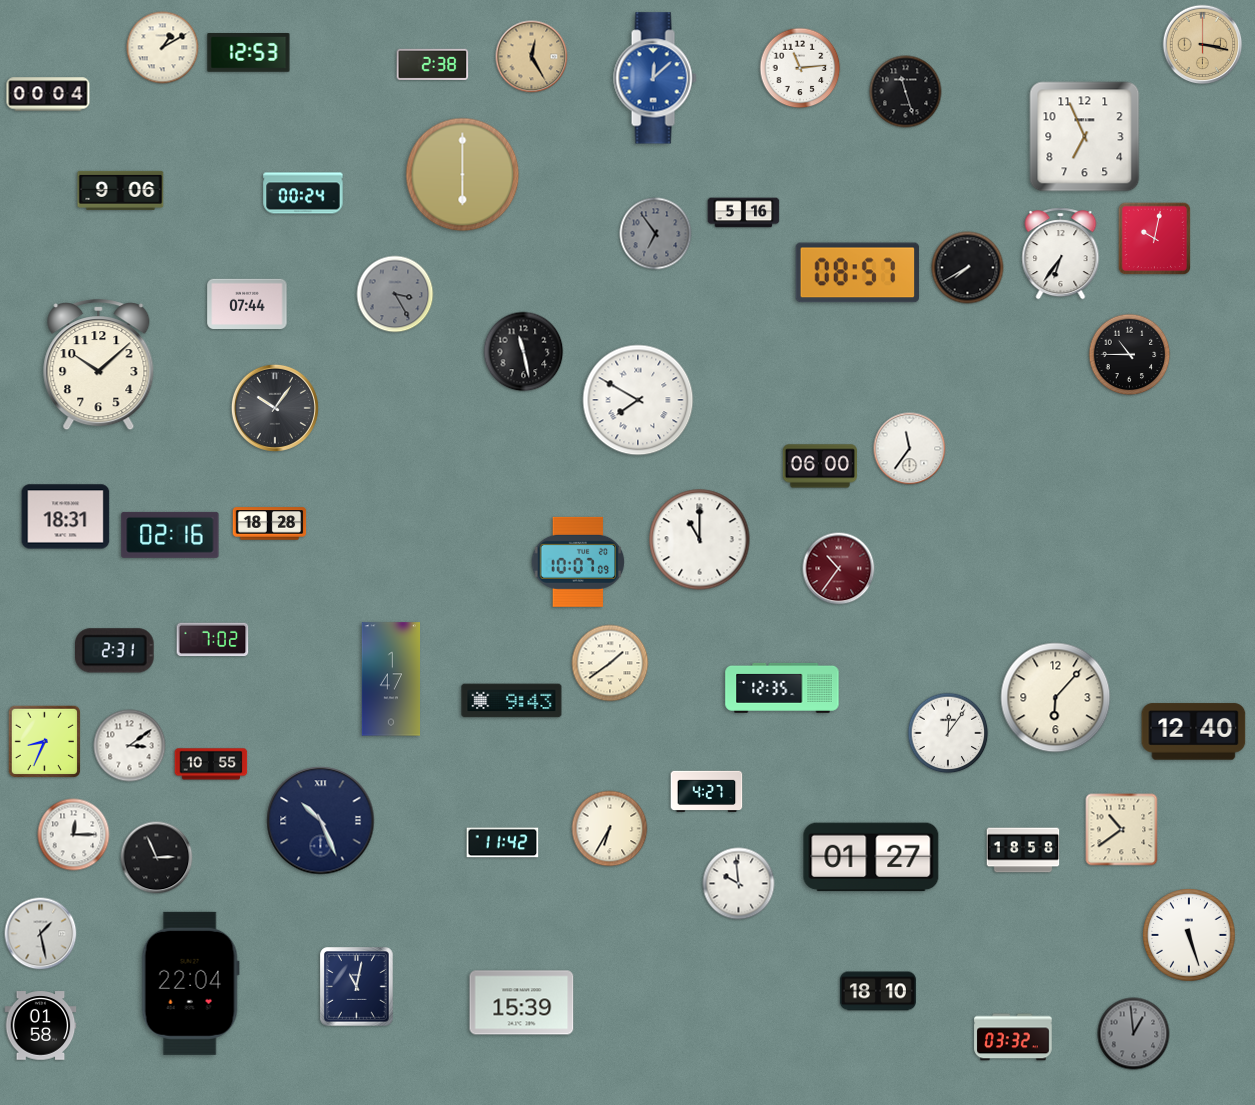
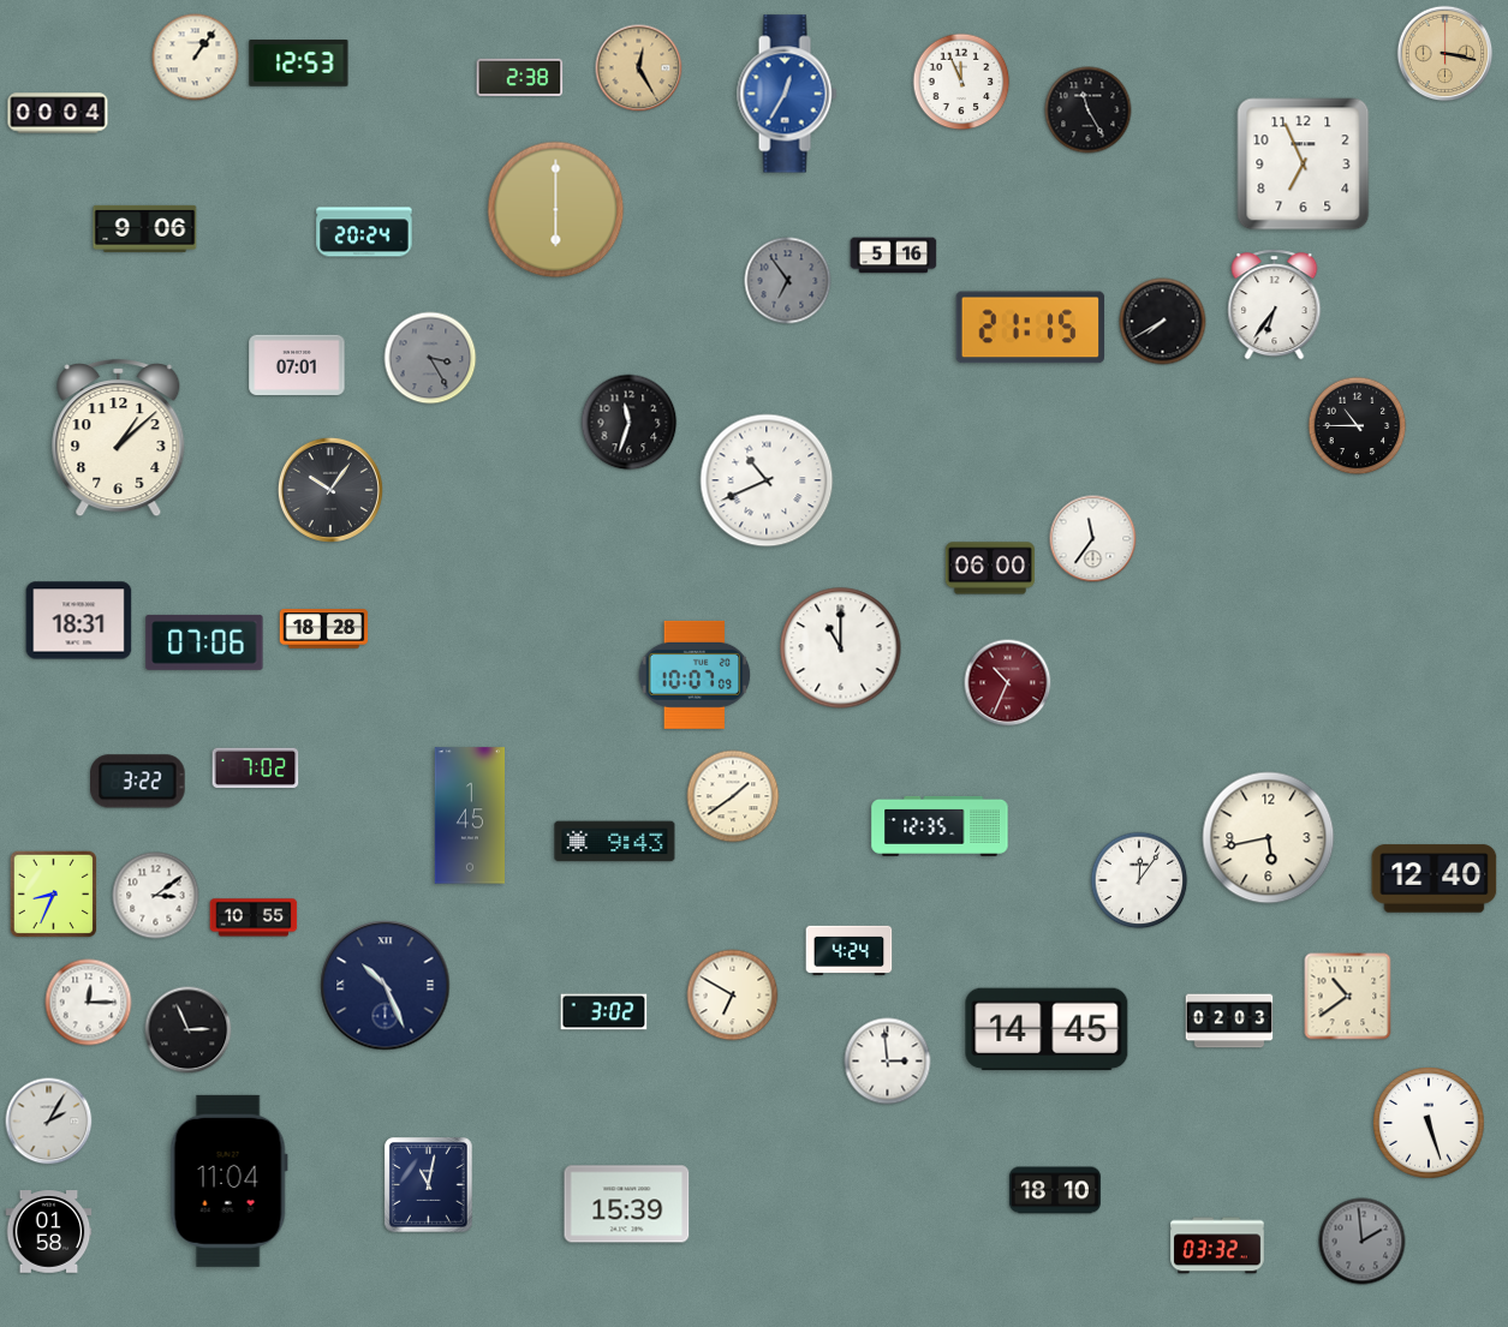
clock at (163, 48): 1:10 -> 1:06
clock at (800, 68): 11:14 -> 11:56
clock at (655, 78): 12:08 -> 12:35
clock at (906, 92): 11:27 -> 11:25
clock at (303, 193): 00:24 -> 20:24
clock at (1155, 239): 10:02 -> none
clock at (857, 273): 08:57 -> 21:15
clock at (395, 294) position: (395, 294) -> (430, 358)
clock at (247, 303): 07:44 -> 07:01
clock at (524, 352): 11:28 -> 11:33
clock at (99, 365): 10:08 -> 1:08
clock at (638, 400): 7:50 -> 10:41
clock at (819, 466) position: (819, 466) -> (989, 568)
clock at (170, 535): 02:16 -> 07:06
clock at (839, 569): 10:36 -> 10:34
clock at (115, 651): 2:31 -> 3:22
clock at (390, 679): 1:47 -> 1:45
clock at (1056, 698): 6:07 -> 5:43
clock at (45, 742) position: (45, 742) -> (54, 895)
clock at (707, 791): 4:27 -> 4:24
clock at (610, 829): 6:35 -> 6:50
clock at (503, 843): 11:42 -> 3:02
clock at (1023, 850): 18:58 -> 02:03
clock at (871, 857): 01:27 -> 14:45
clock at (739, 884): 9:59 -> 2:59
clock at (41, 934): 1:28 -> 2:05
clock at (190, 983): 22:04 -> 11:04
clock at (1134, 1034): 12:59 -> 1:59
